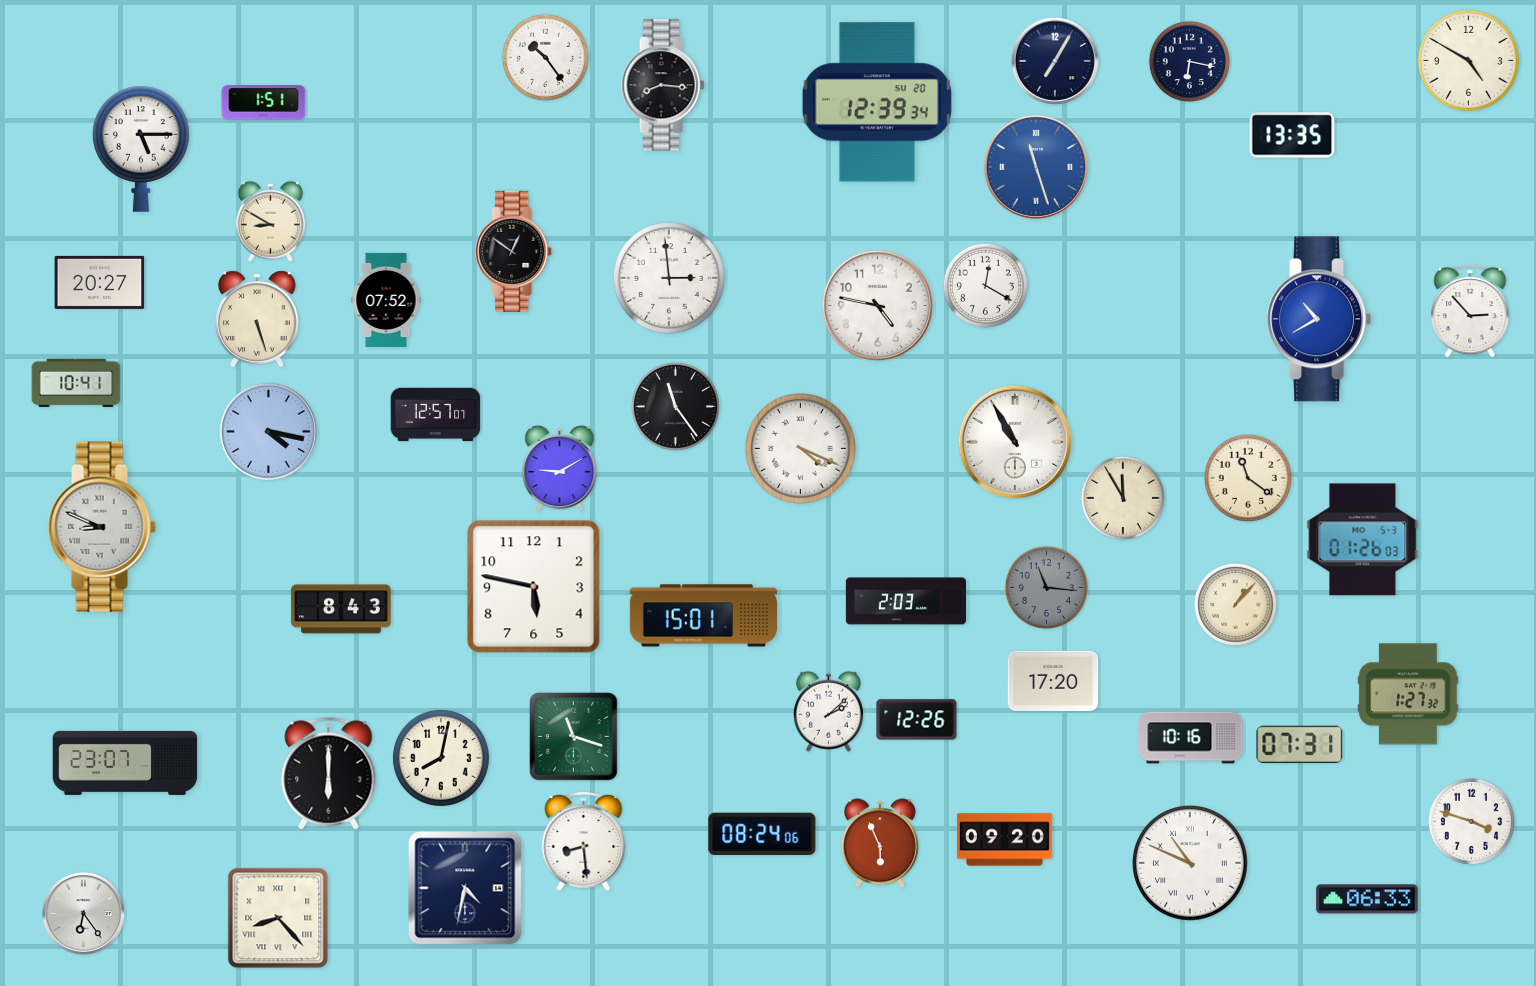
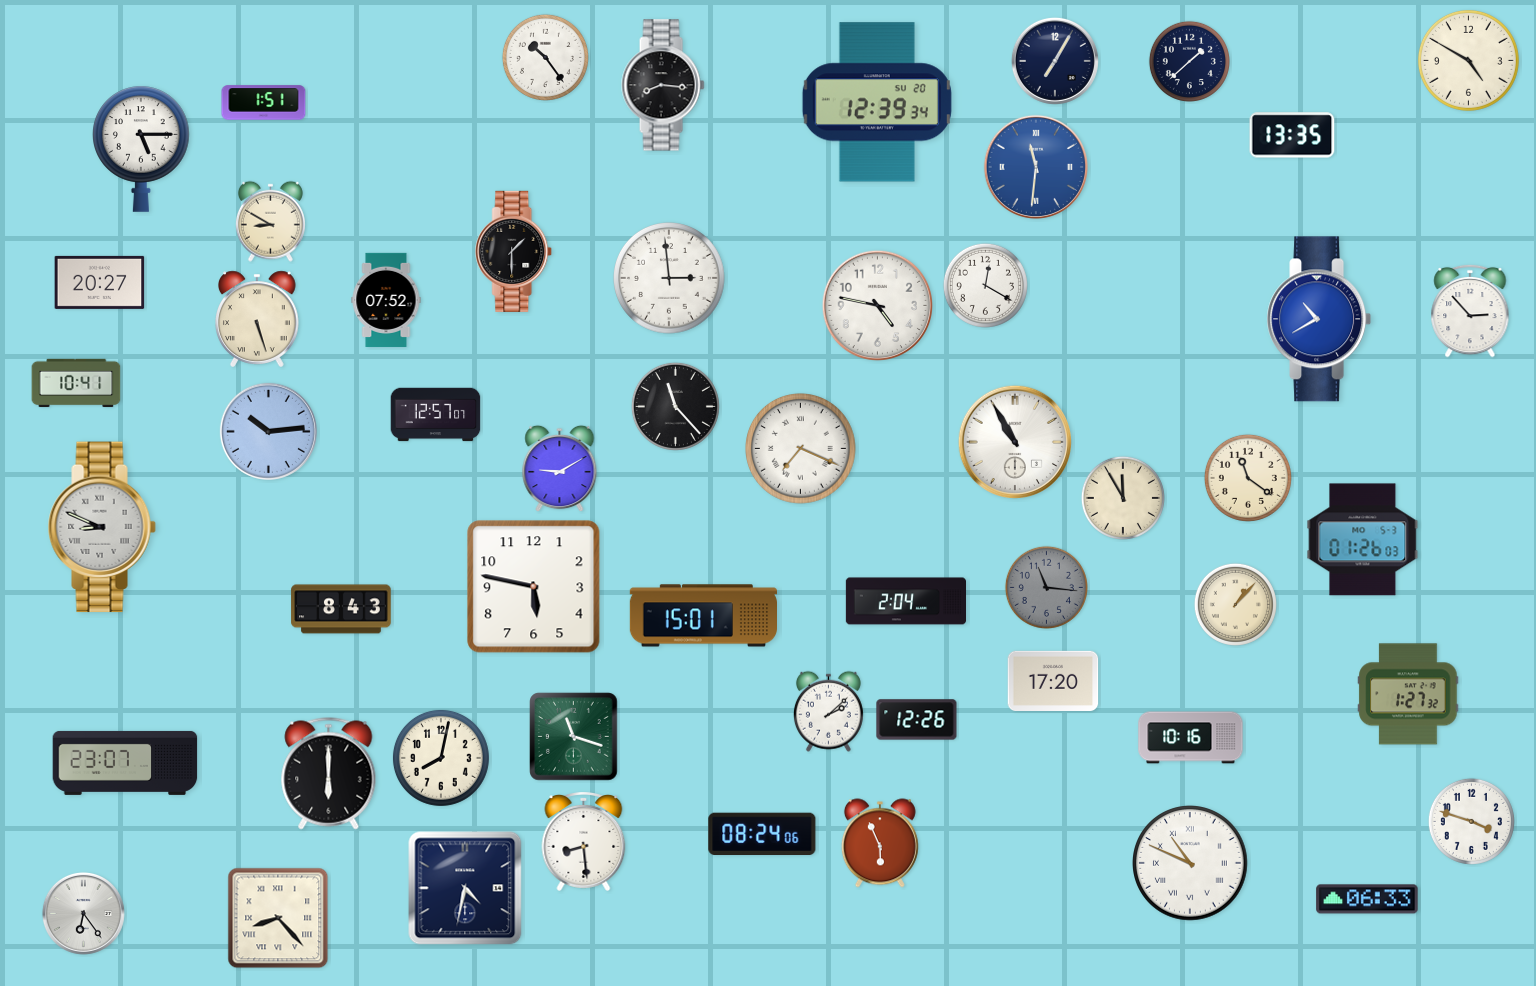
clock at (1189, 61): 6:17 -> 1:38
clock at (1036, 167): 11:27 -> 11:31
clock at (514, 251): 12:51 -> 1:30
clock at (675, 406): 11:24 -> 11:23
clock at (268, 431): 4:17 -> 10:14
clock at (801, 449): 4:19 -> 7:19
clock at (905, 601): 2:03 -> 2:04
clock at (1300, 744): 07:31 -> none
clock at (1004, 840): 09:20 -> none
